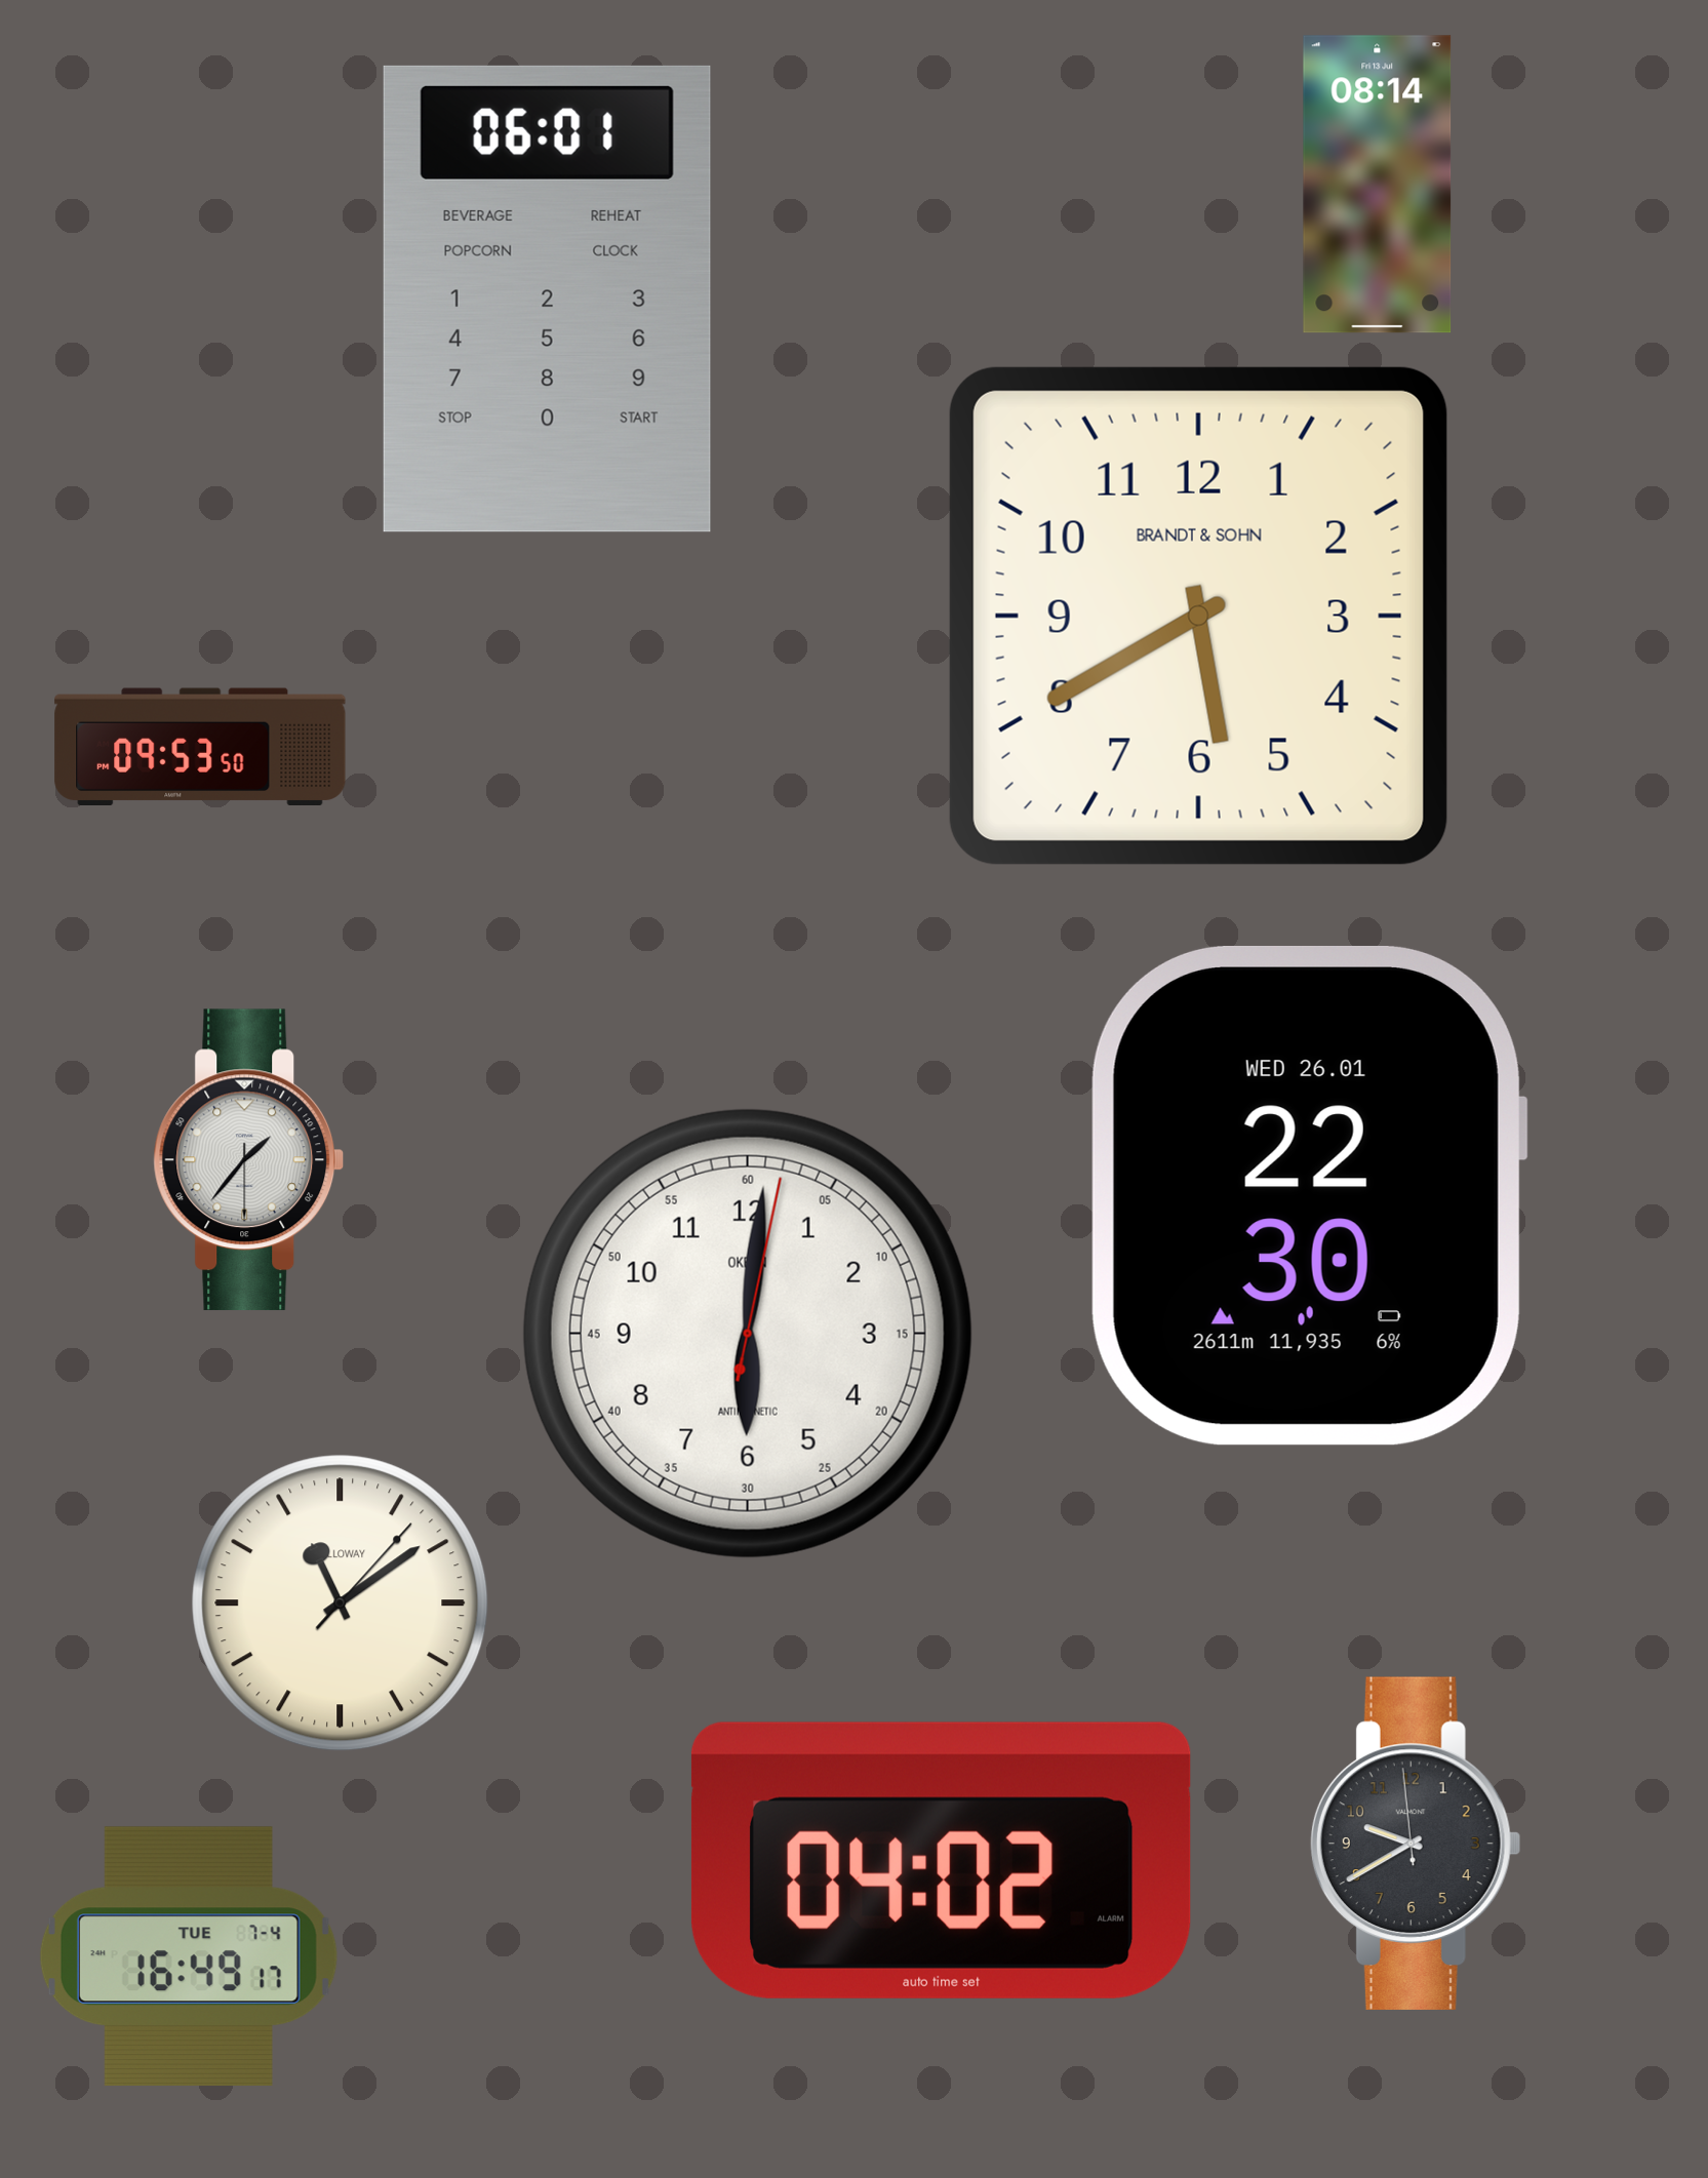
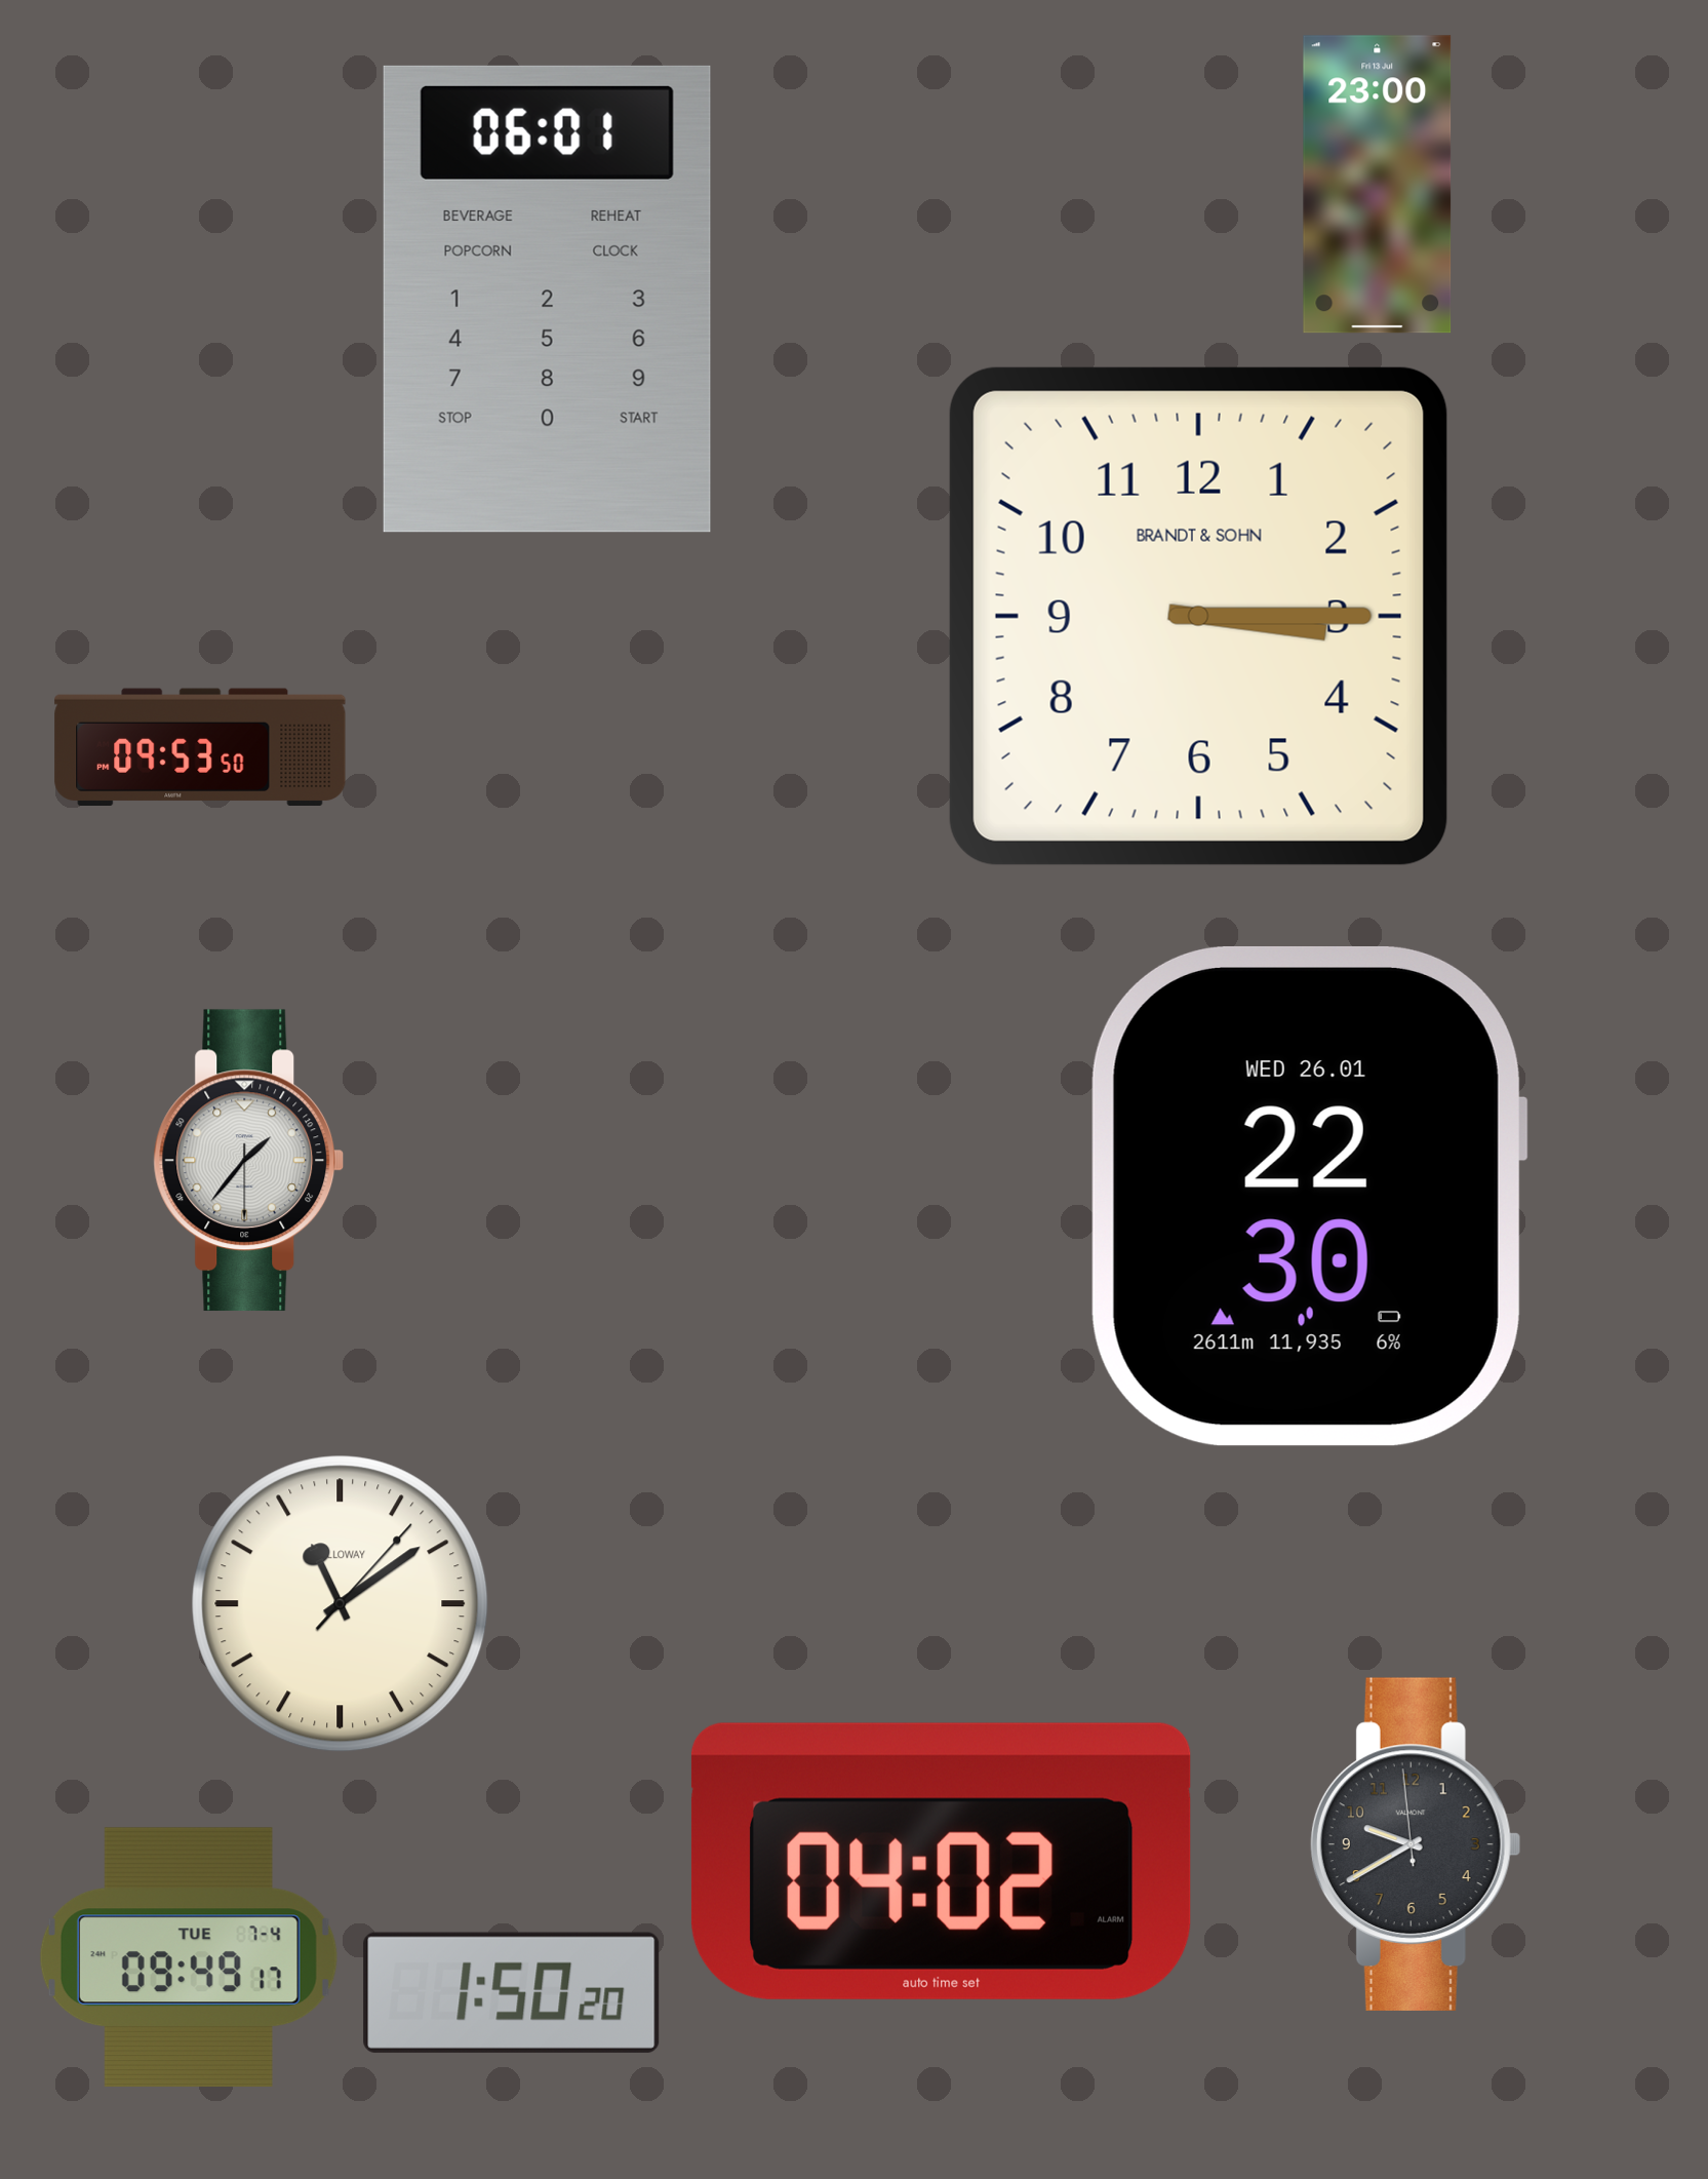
clock at (1378, 185): 08:14 -> 23:00
clock at (1198, 616): 5:40 -> 3:15
clock at (748, 1334): 6:01 -> none
clock at (189, 1956): 16:49 -> 09:49
clock at (512, 1992): none -> 1:50
